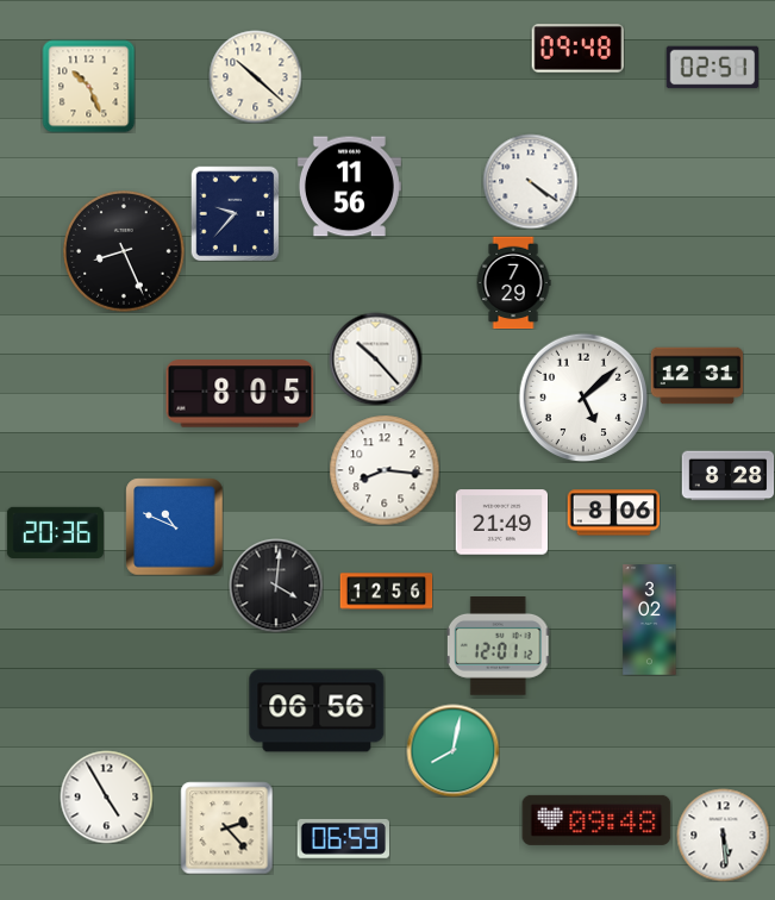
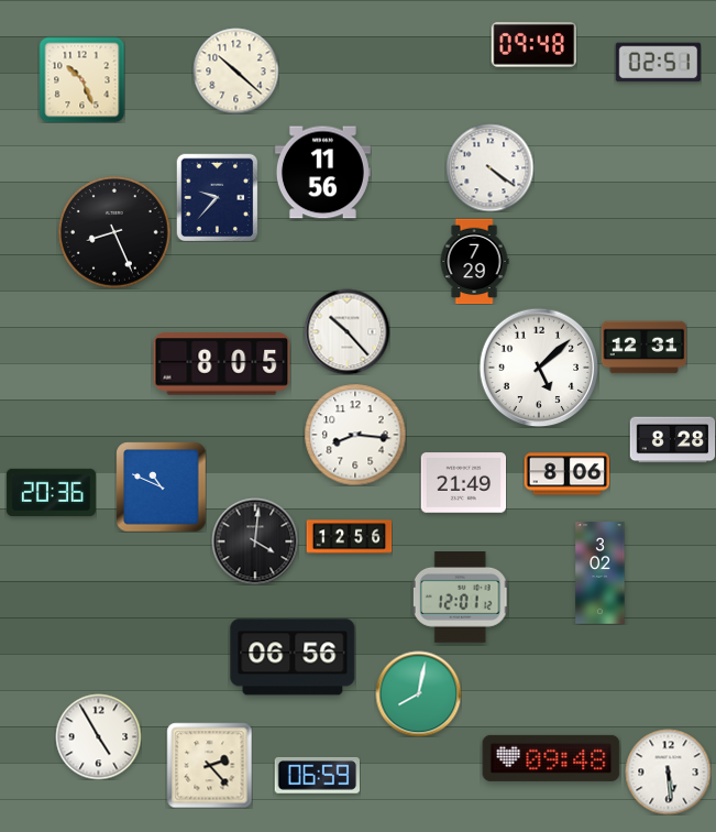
clock at (386, 592) position: (386, 592) -> (349, 537)
